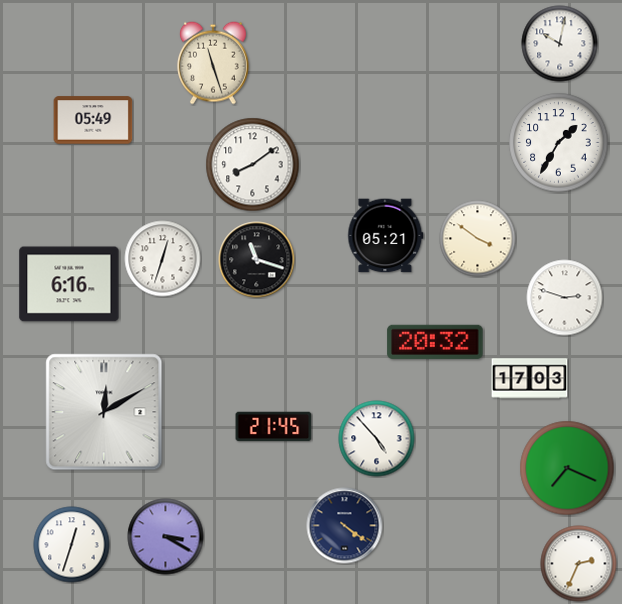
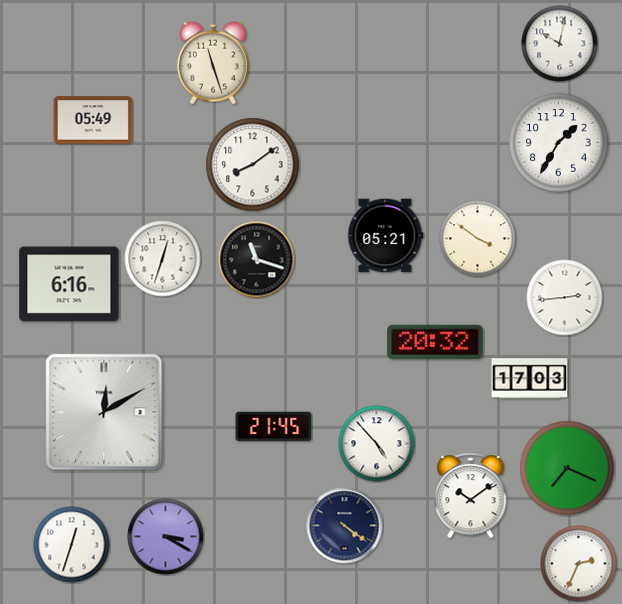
clock at (565, 298): 2:48 -> 2:44
clock at (377, 439) position: (377, 439) -> (377, 444)
clock at (471, 496): none -> 10:09
